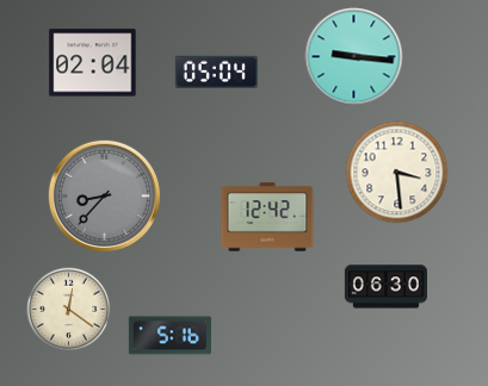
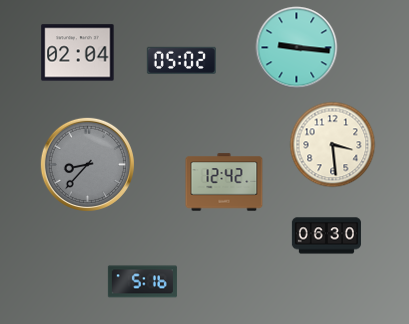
clock at (216, 71): 05:04 -> 05:02
clock at (385, 287) position: (385, 287) -> (326, 236)
clock at (69, 310): 12:21 -> none
